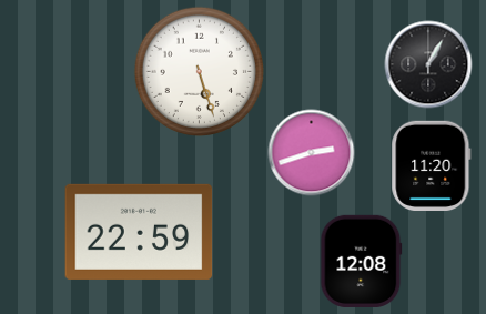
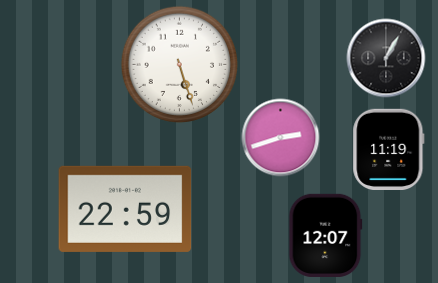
clock at (432, 165): 11:20 -> 11:19
clock at (362, 261): 12:08 -> 12:07
